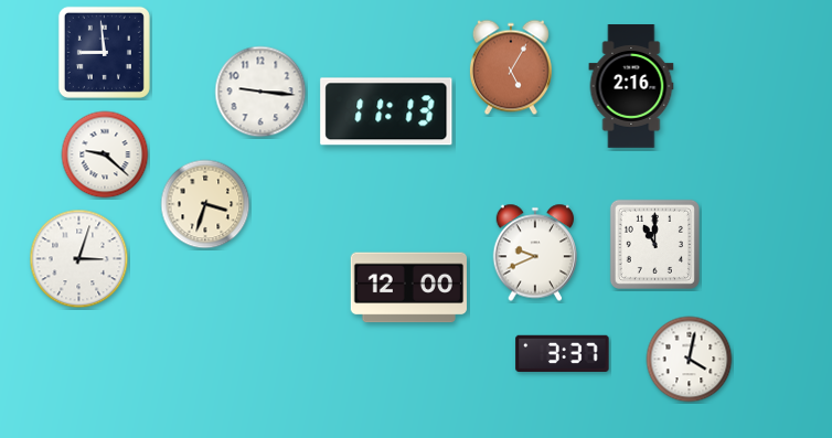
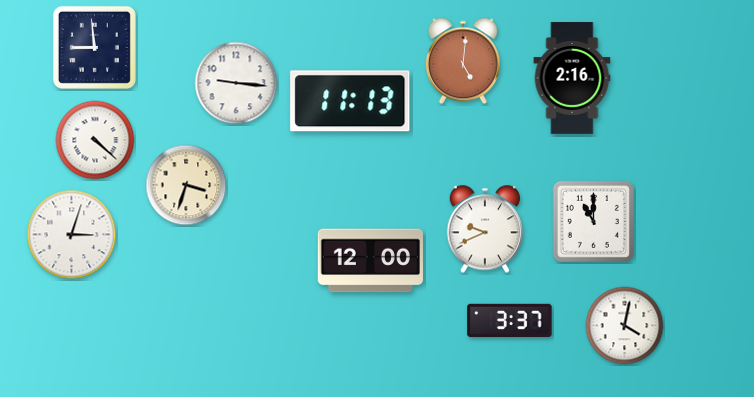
clock at (511, 67): 5:05 -> 5:01
clock at (105, 154): 9:22 -> 4:22
